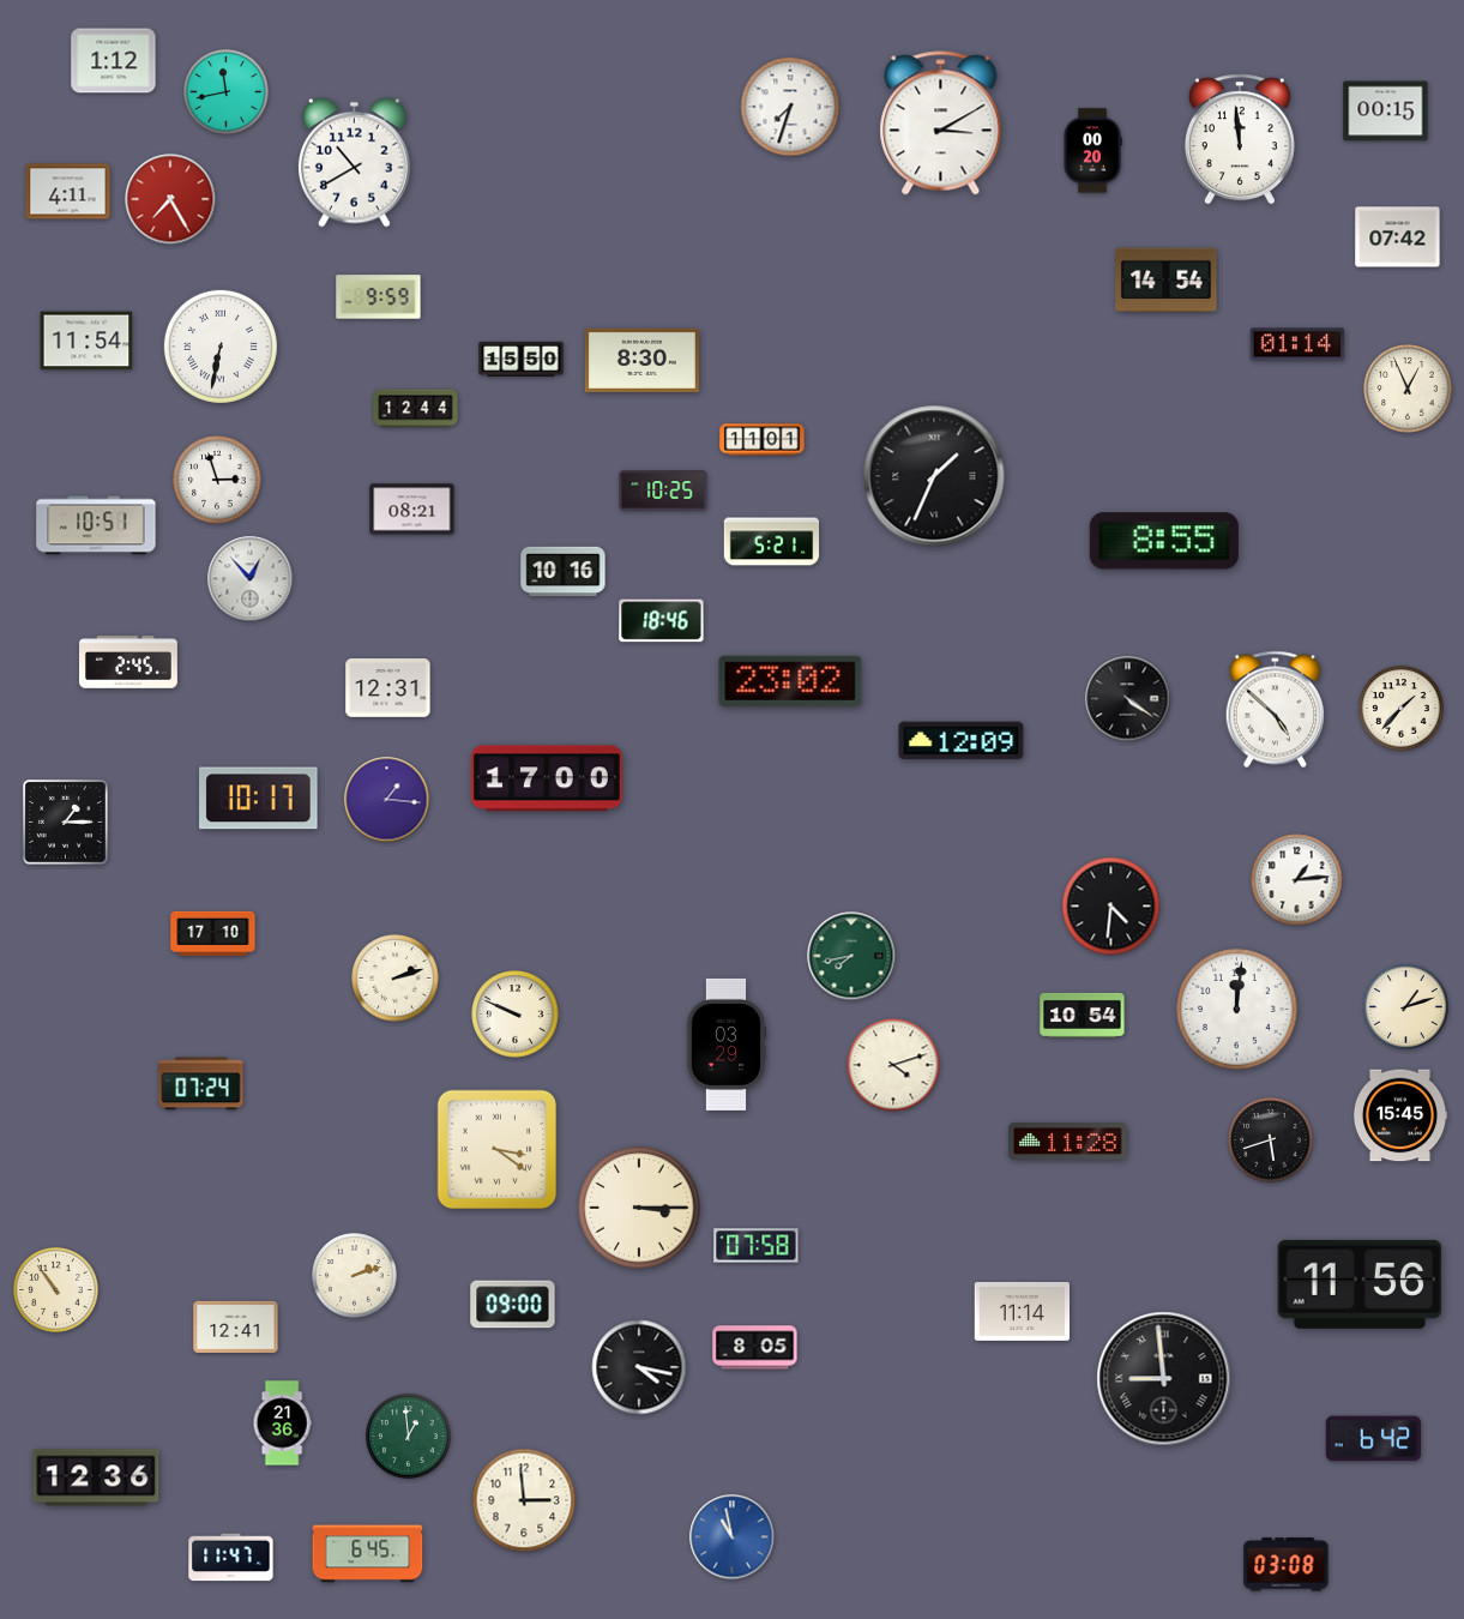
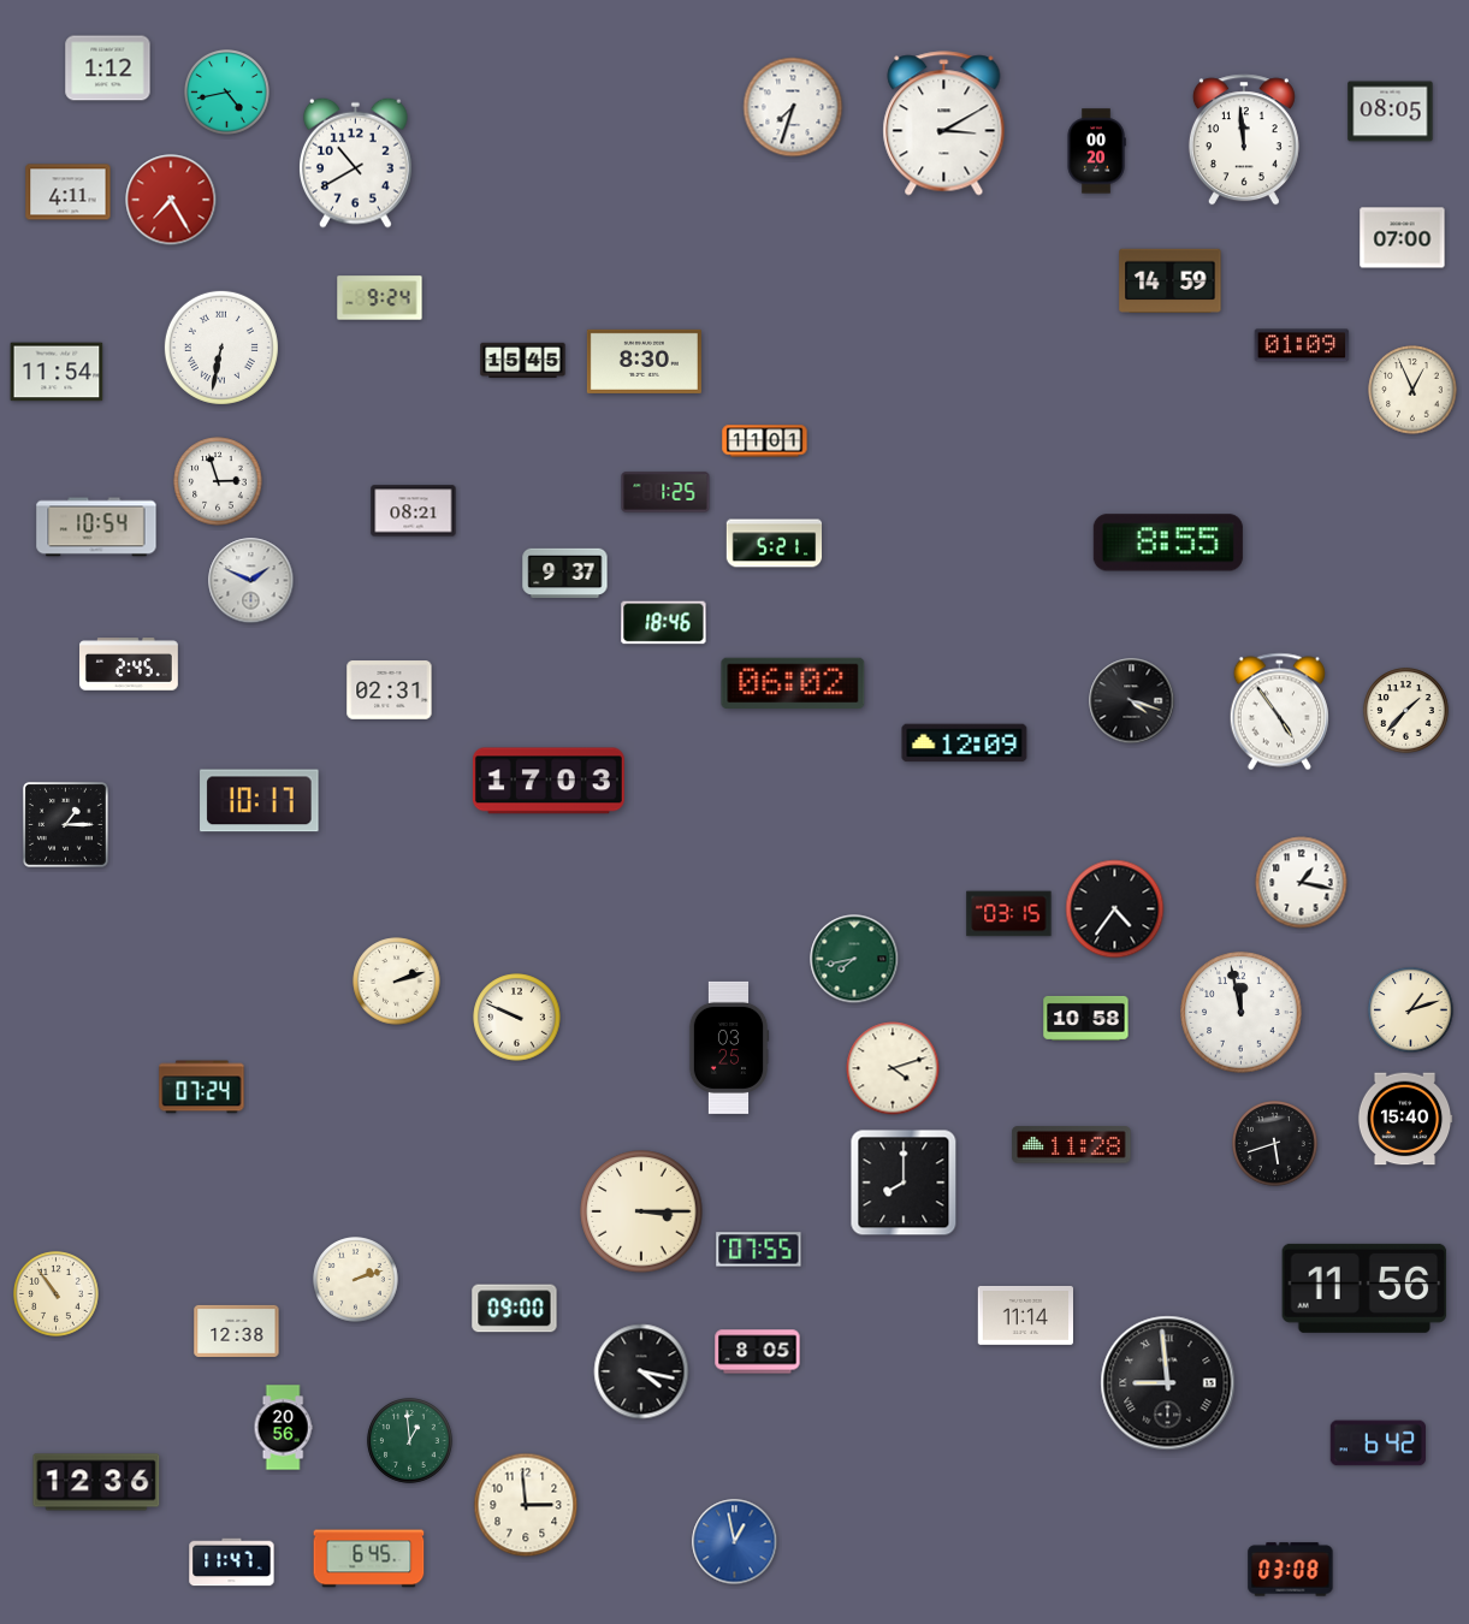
clock at (114, 61) position: (114, 61) -> (108, 69)
clock at (227, 92): 11:43 -> 4:43
clock at (1386, 112): 00:15 -> 08:05
clock at (1398, 237): 07:42 -> 07:00
clock at (1167, 279): 14:54 -> 14:59
clock at (379, 297): 9:59 -> 9:24
clock at (86, 341) position: (86, 341) -> (57, 372)
clock at (1297, 344): 01:14 -> 01:09
clock at (522, 360): 15:50 -> 15:45
clock at (416, 409): 12:44 -> none
clock at (934, 476): 1:34 -> none
clock at (663, 490): 10:25 -> 1:25
clock at (96, 525): 10:51 -> 10:54
clock at (564, 572): 10:16 -> 9:37
clock at (251, 579): 12:53 -> 1:49
clock at (790, 680): 23:02 -> 06:02
clock at (388, 688): 12:31 -> 02:31
clock at (1128, 699): 4:21 -> 4:18
clock at (1275, 710): 4:52 -> 4:54
clock at (547, 778): 17:00 -> 17:03
clock at (387, 800): 1:16 -> none
clock at (1297, 880): 1:14 -> 1:17
clock at (1111, 907): 4:31 -> 4:36
clock at (1009, 914): none -> 03:15
clock at (213, 933): 17:10 -> none
clock at (1237, 1010): 12:01 -> 11:58
clock at (1083, 1015): 10:54 -> 10:58
clock at (727, 1045): 03:29 -> 03:25
clock at (893, 1065) position: (893, 1065) -> (893, 1068)
clock at (1400, 1115): 15:45 -> 15:40
clock at (498, 1150): 3:21 -> none
clock at (904, 1183): none -> 8:00
clock at (757, 1246): 07:58 -> 07:55
clock at (236, 1326): 12:41 -> 12:38
clock at (282, 1424): 21:36 -> 20:56
clock at (733, 1537): 10:58 -> 12:58
